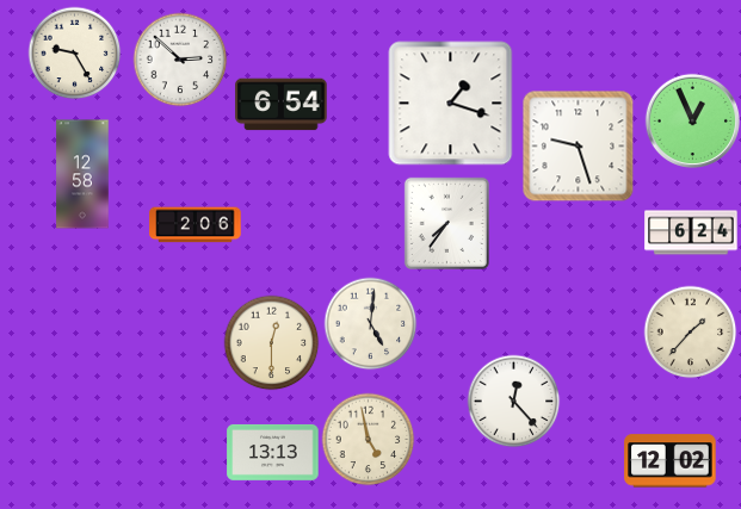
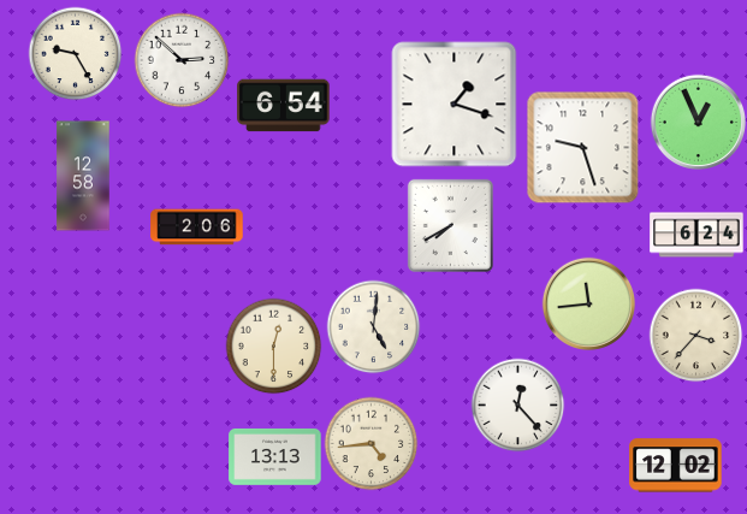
clock at (446, 223): 7:36 -> 7:40
clock at (588, 303): none -> 11:44
clock at (690, 331): 1:37 -> 3:37
clock at (368, 439): 4:58 -> 4:44
